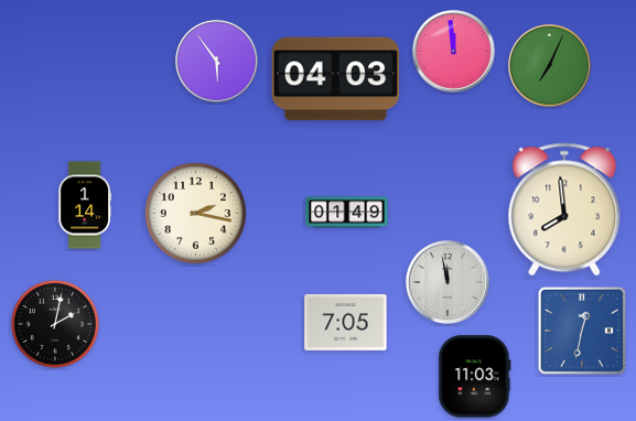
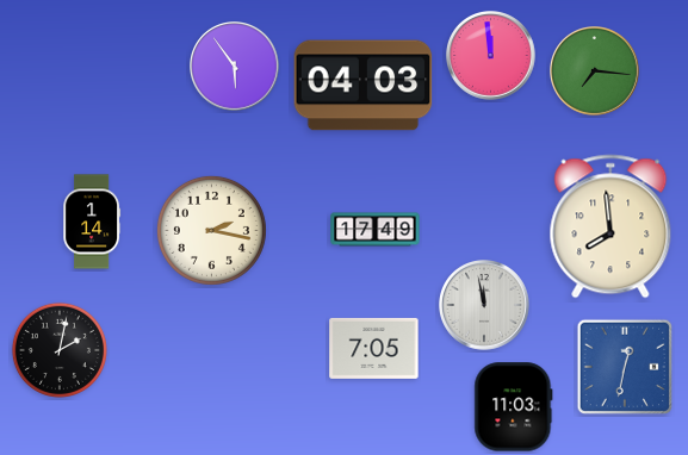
clock at (550, 66): 7:04 -> 7:16
clock at (347, 213): 01:49 -> 17:49
clock at (582, 331) position: (582, 331) -> (625, 367)
